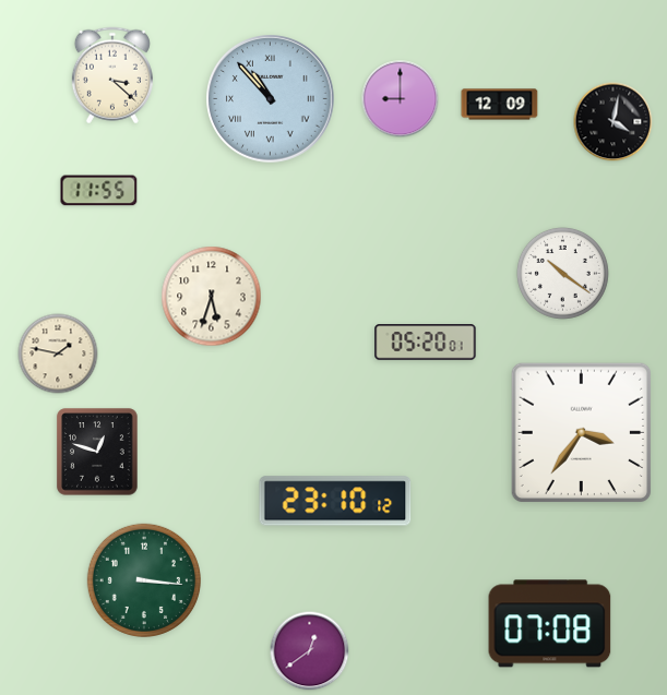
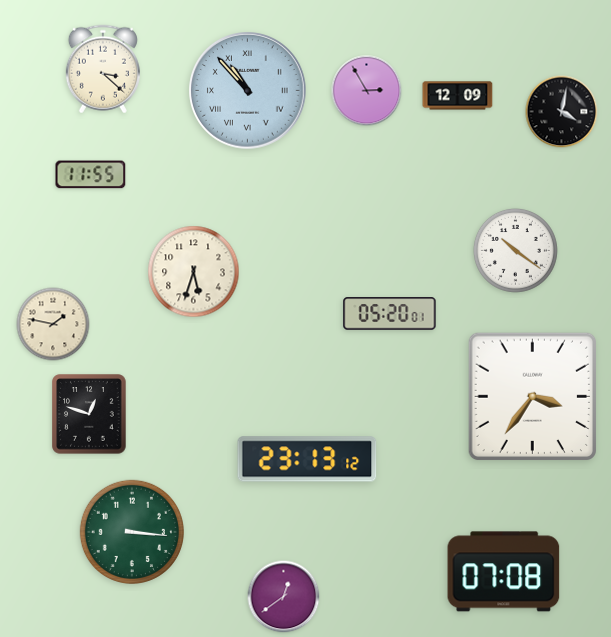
clock at (401, 99): 9:00 -> 2:55
clock at (335, 501): 23:10 -> 23:13
